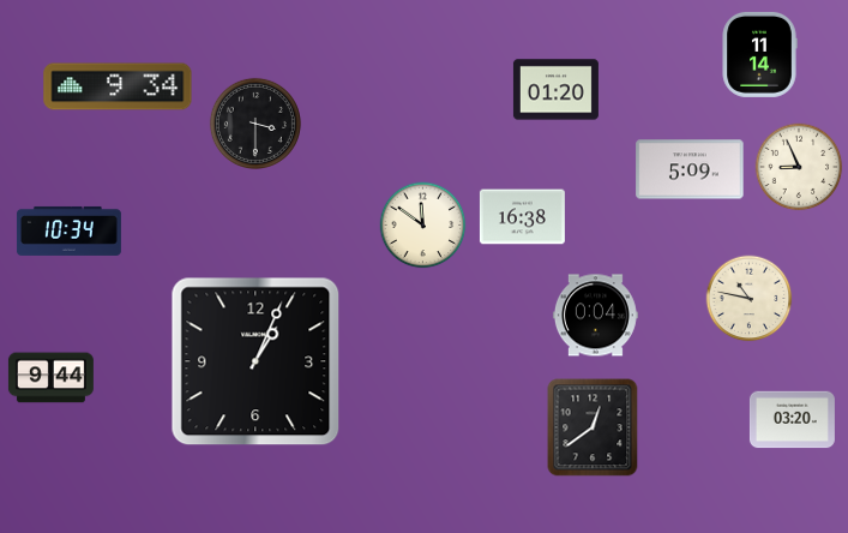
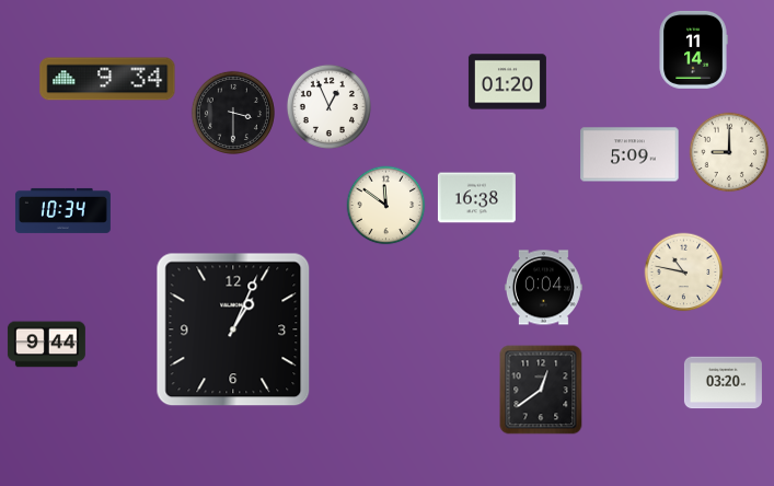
clock at (328, 106): none -> 12:56
clock at (799, 167): 8:56 -> 9:00
